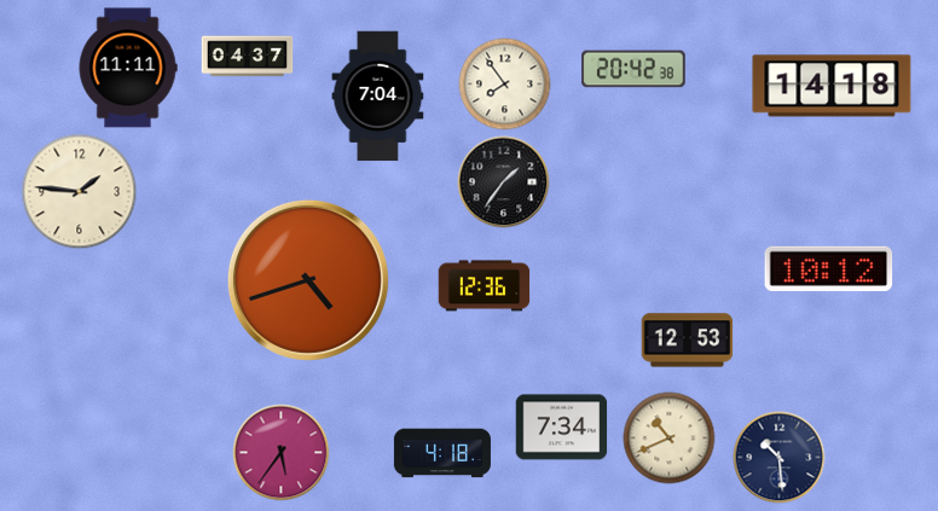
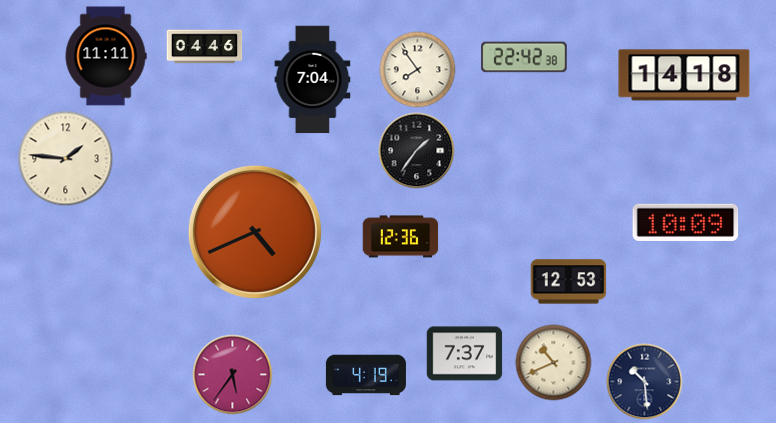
clock at (248, 57): 04:37 -> 04:46
clock at (633, 69): 20:42 -> 22:42
clock at (832, 86) position: (832, 86) -> (684, 75)
clock at (829, 268): 10:12 -> 10:09
clock at (308, 280): 4:42 -> 4:41
clock at (562, 428): 7:34 -> 7:37
clock at (442, 453): 4:18 -> 4:19
clock at (780, 458) position: (780, 458) -> (645, 382)
